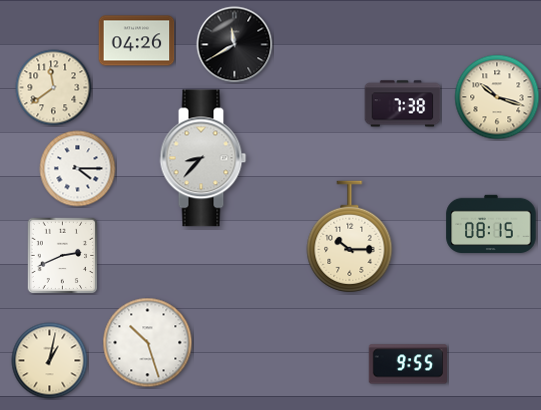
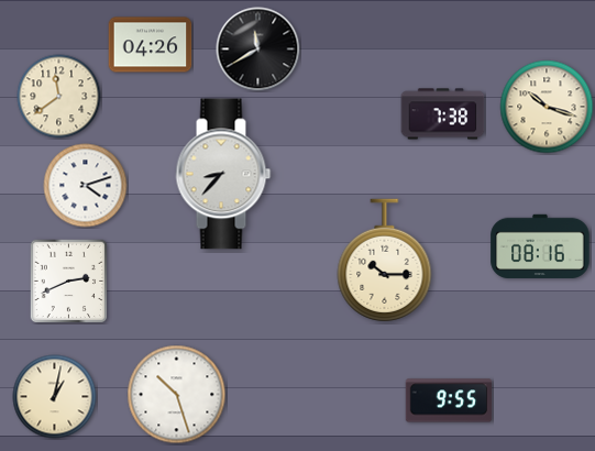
clock at (78, 169): 4:15 -> 4:12
clock at (491, 224): 08:15 -> 08:16
clock at (148, 343) position: (148, 343) -> (177, 395)
